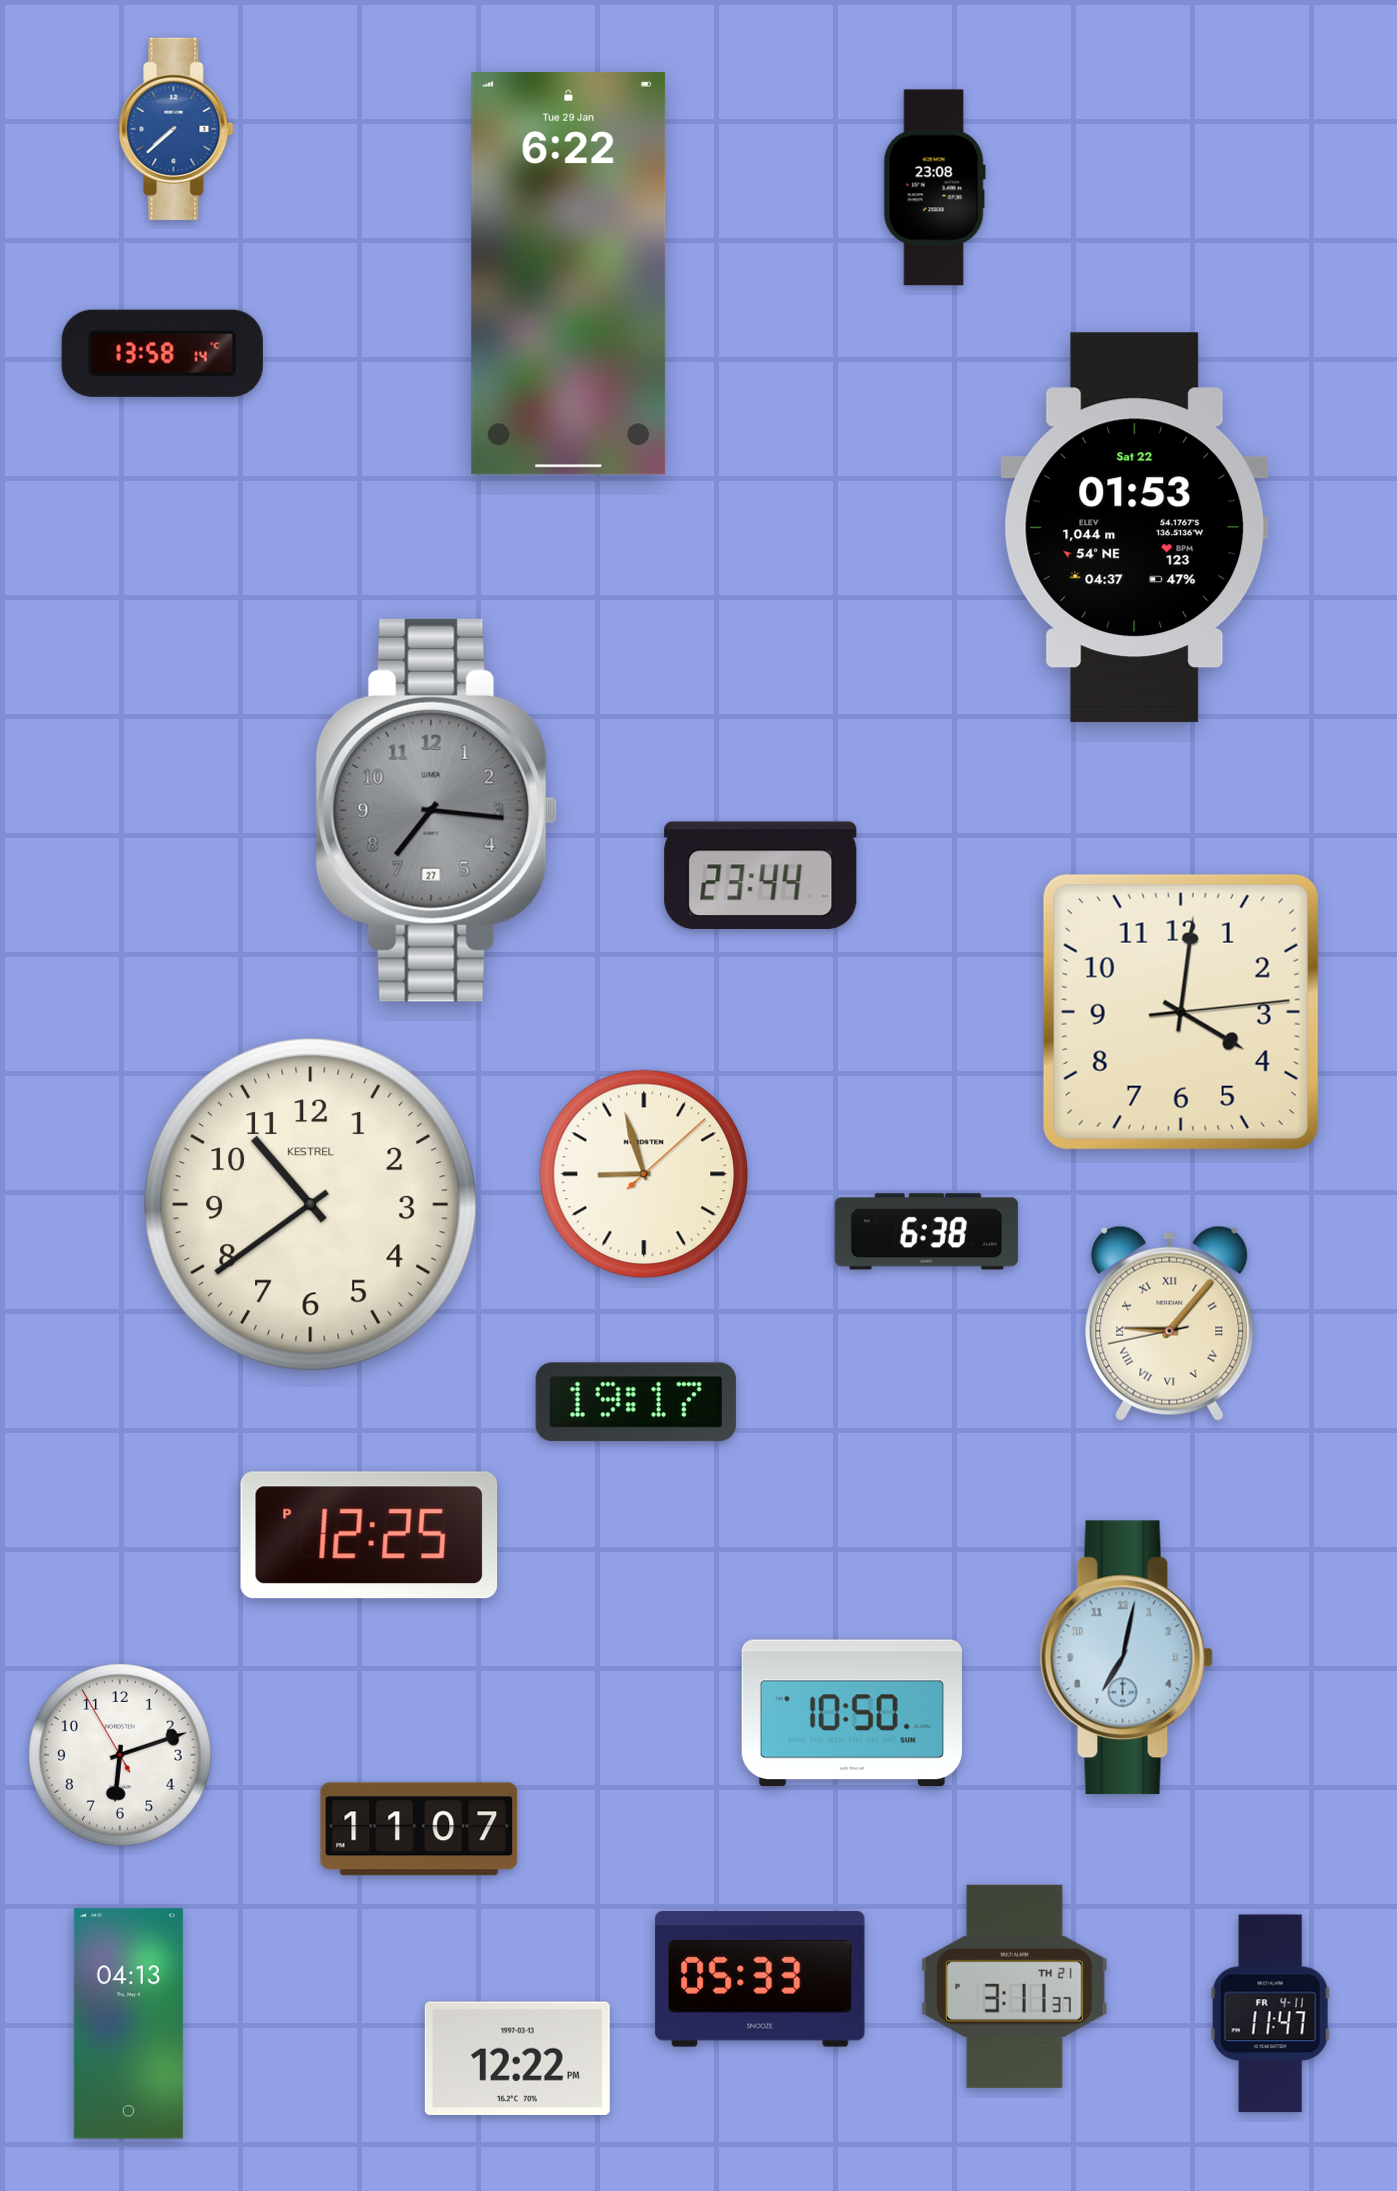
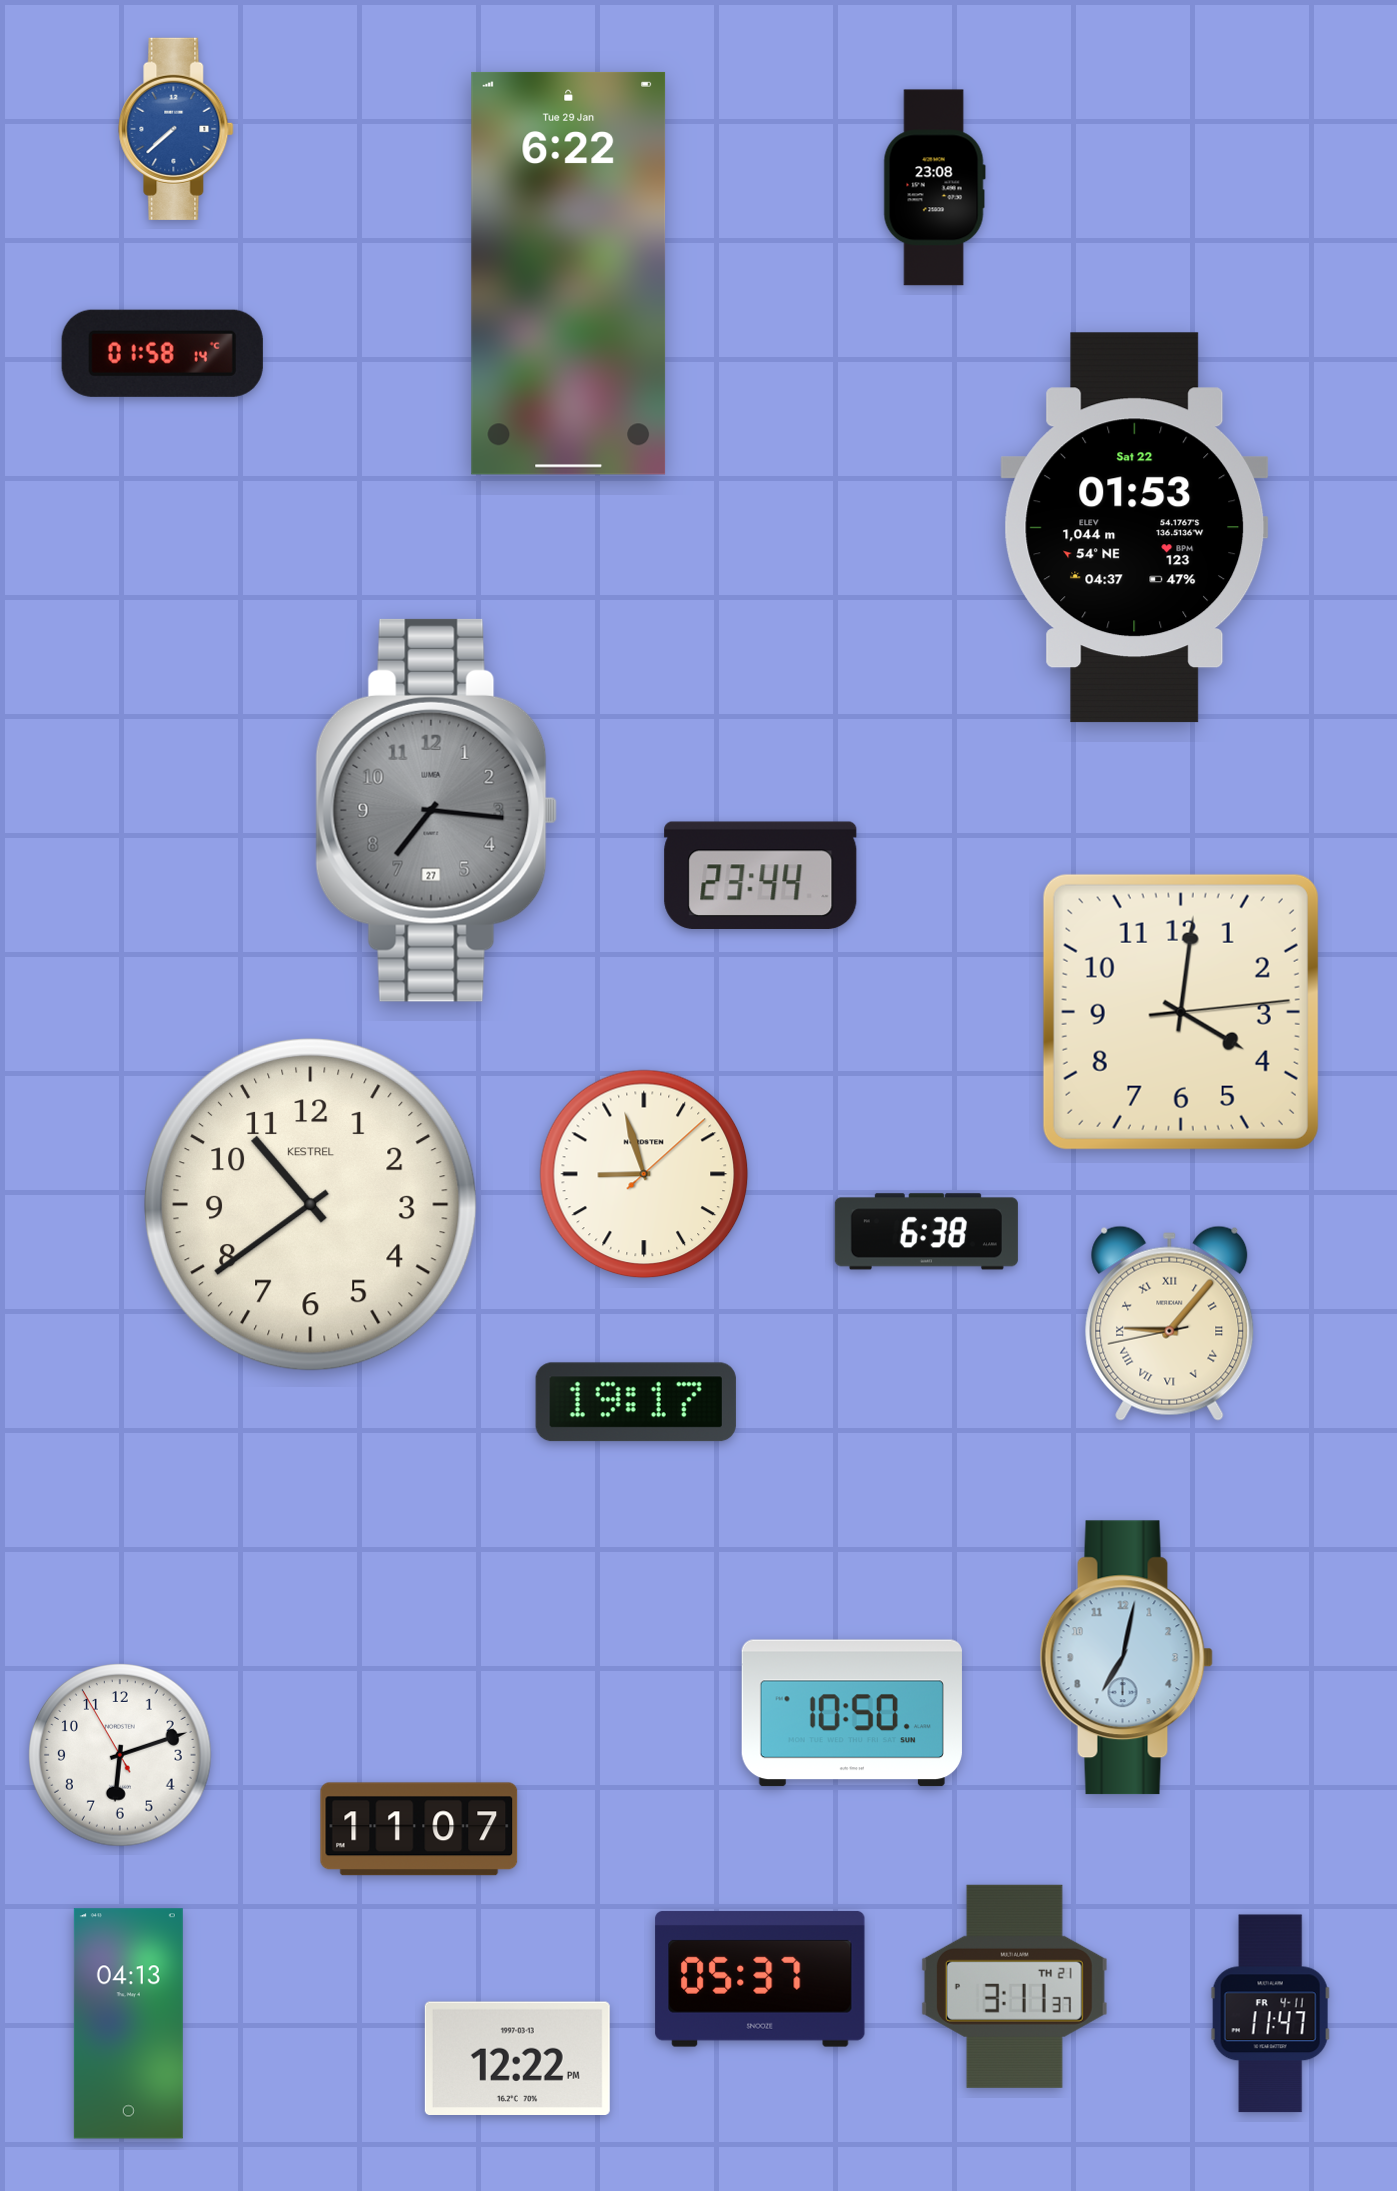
clock at (162, 353): 13:58 -> 01:58
clock at (369, 1535): 12:25 -> none
clock at (760, 1979): 05:33 -> 05:37
